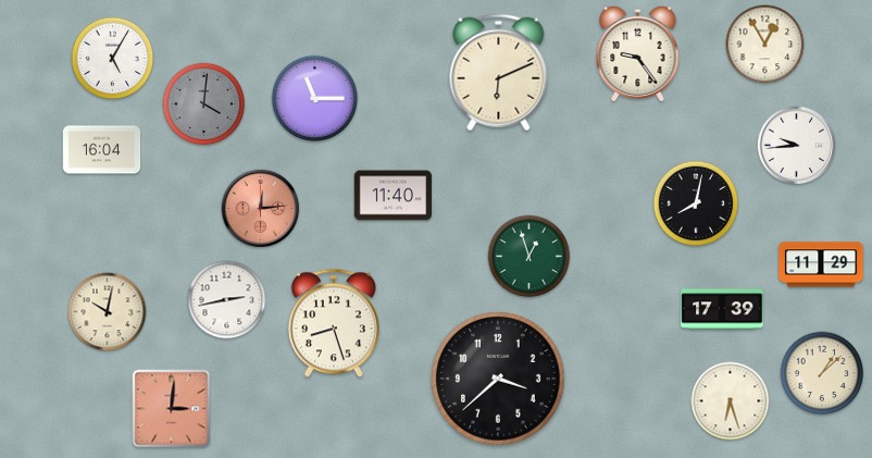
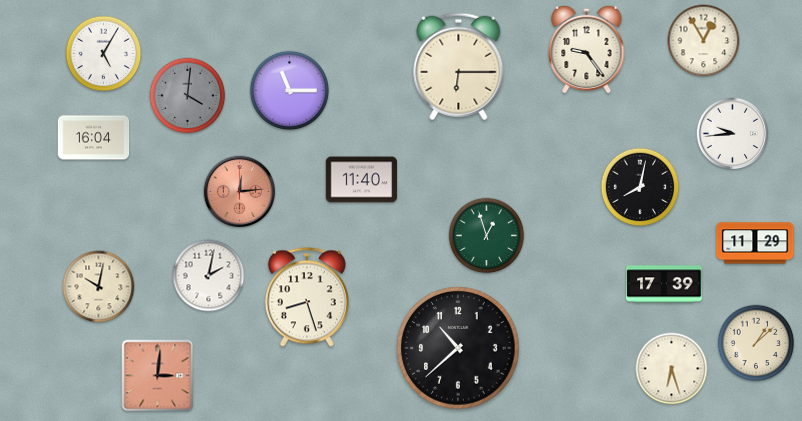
clock at (499, 73): 6:11 -> 6:15
clock at (227, 300): 2:43 -> 2:02
clock at (498, 379): 3:38 -> 10:38
